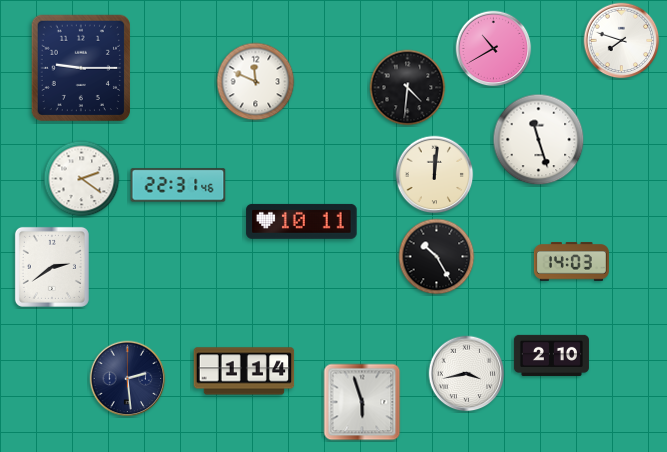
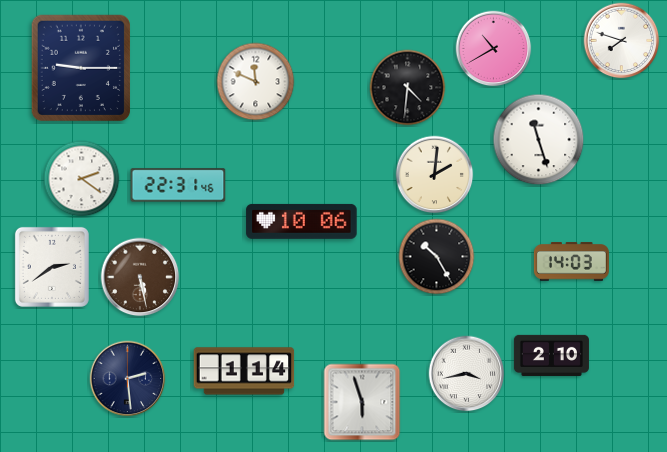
clock at (435, 175): 12:01 -> 2:01
clock at (302, 221): 10:11 -> 10:06
clock at (140, 277): none -> 5:28
